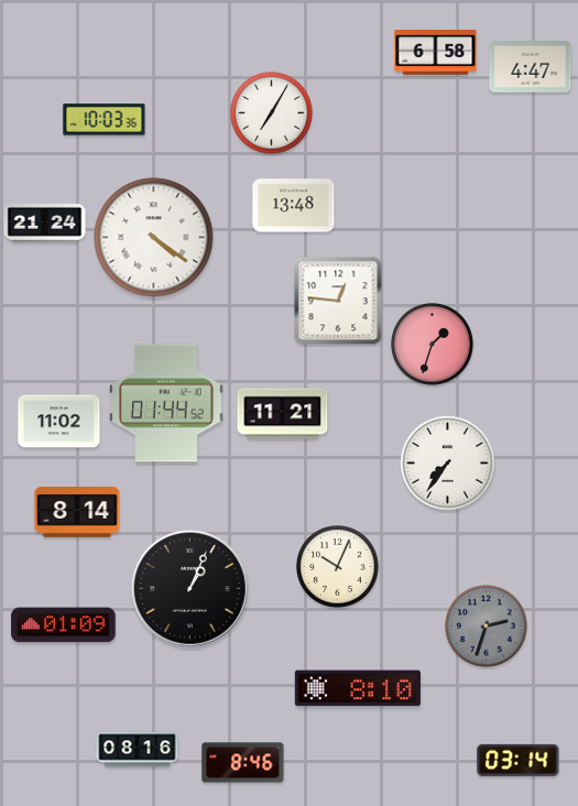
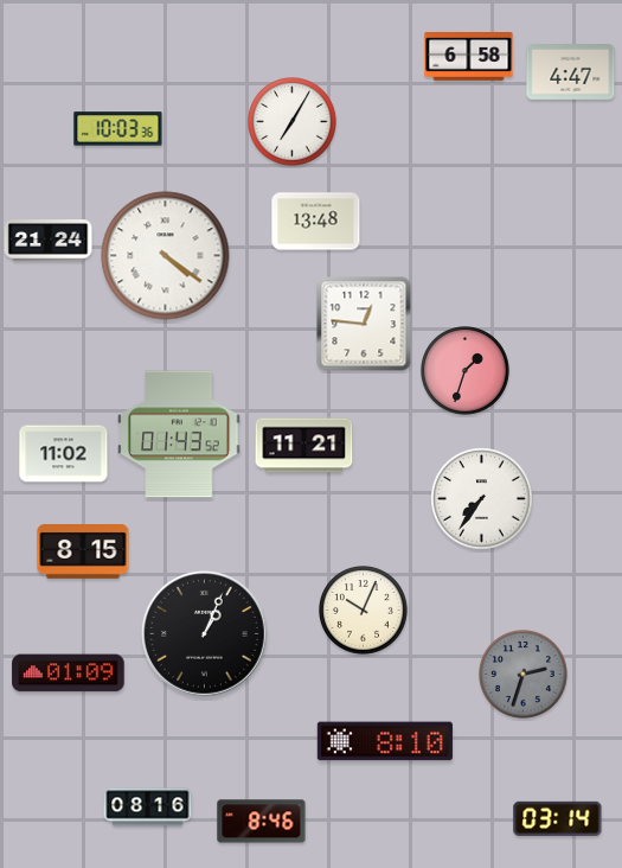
clock at (105, 120) position: (105, 120) -> (118, 129)
clock at (166, 403): 01:44 -> 01:43
clock at (77, 513): 8:14 -> 8:15
